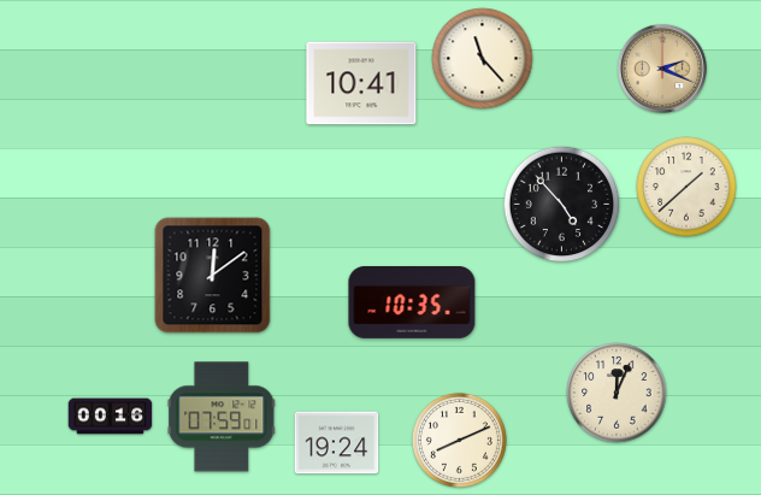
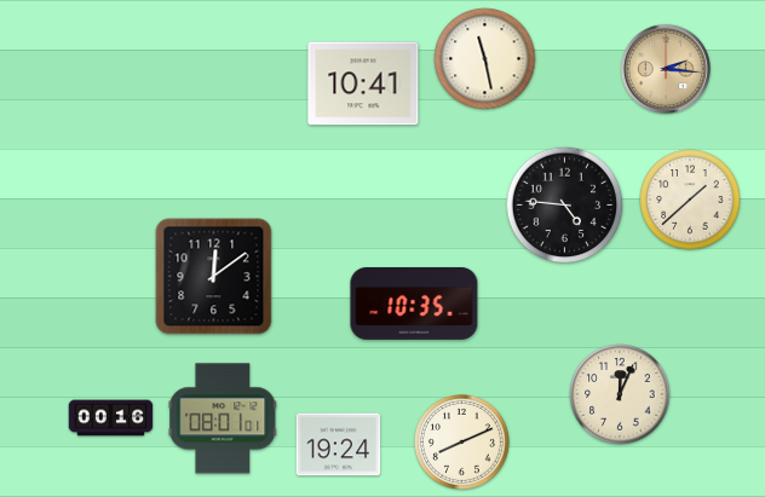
clock at (483, 59): 11:23 -> 11:28
clock at (662, 69): 2:19 -> 2:16
clock at (686, 187) position: (686, 187) -> (690, 200)
clock at (562, 205): 4:53 -> 4:46
clock at (222, 417): 07:59 -> 08:01
